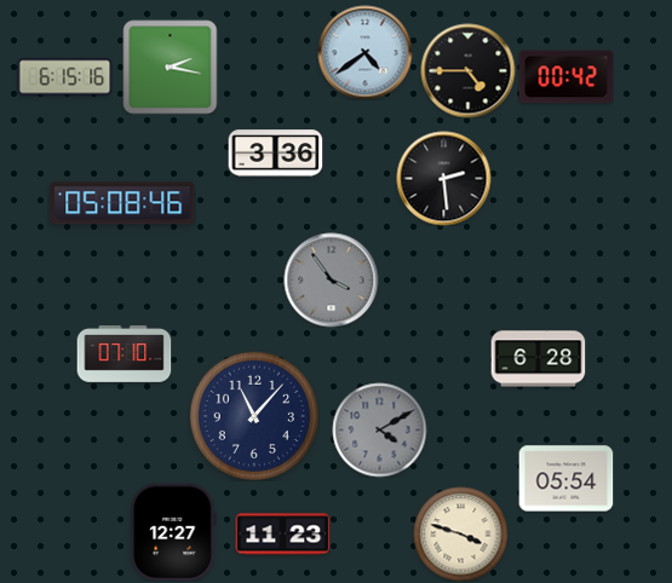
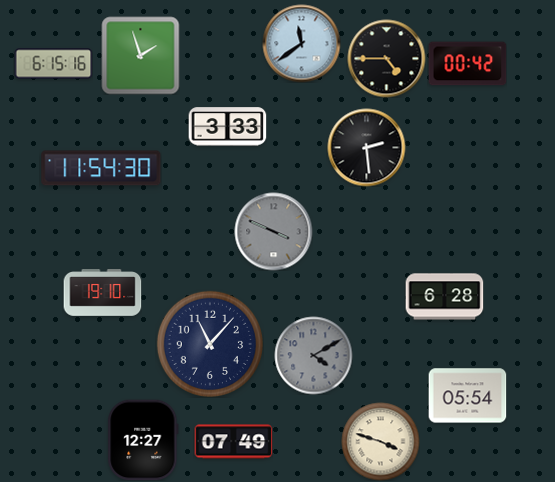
clock at (364, 52): 4:39 -> 11:39
clock at (170, 67): 2:17 -> 1:57
clock at (275, 154): 3:36 -> 3:33
clock at (122, 203): 05:08 -> 11:54
clock at (331, 279): 3:54 -> 3:49
clock at (124, 354): 07:10 -> 19:10
clock at (282, 535): 11:23 -> 07:49
